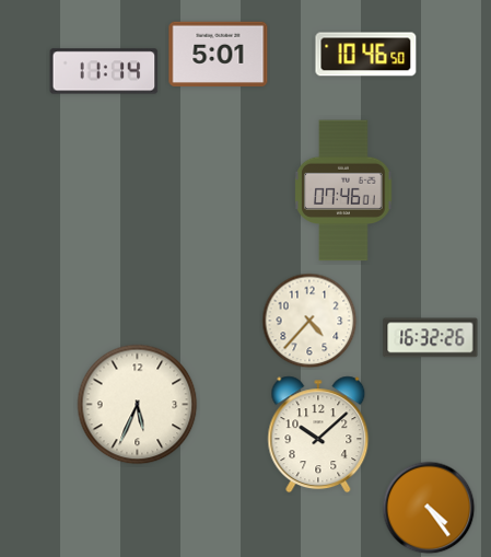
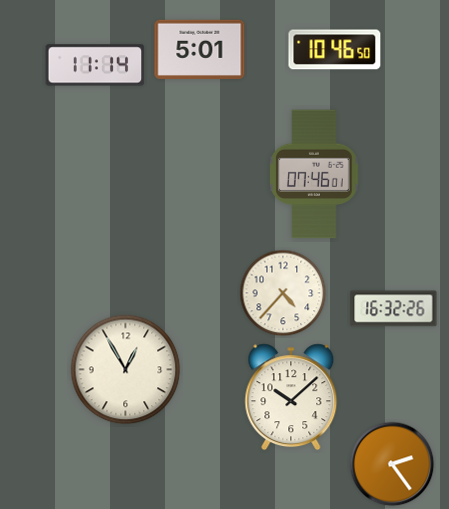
clock at (138, 405): 5:34 -> 12:55
clock at (429, 508): 4:24 -> 2:24
